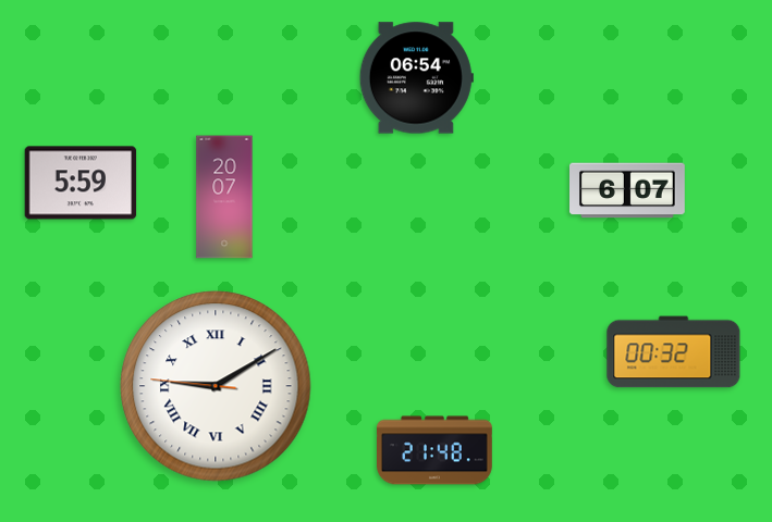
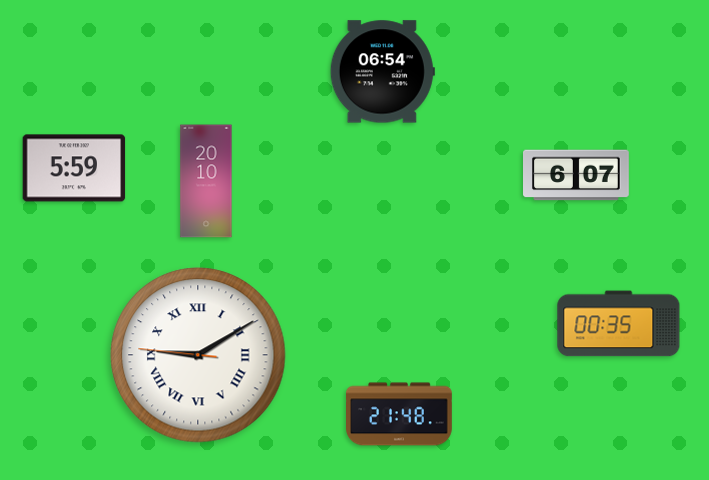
clock at (224, 197): 20:07 -> 20:10
clock at (674, 352): 00:32 -> 00:35
